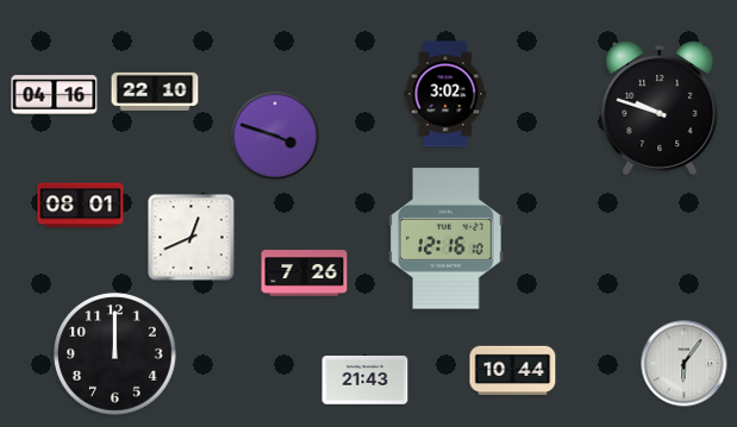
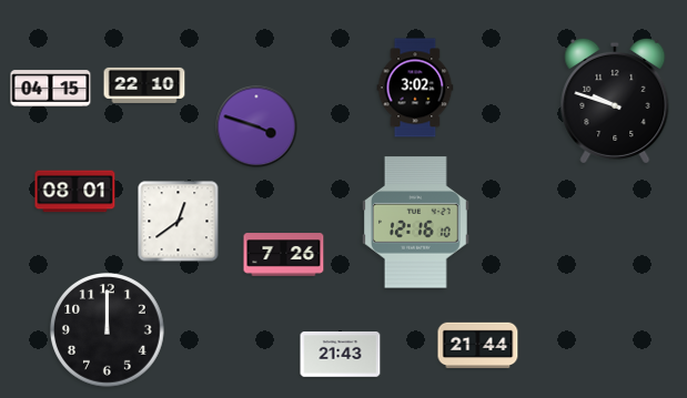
clock at (55, 95): 04:16 -> 04:15
clock at (192, 238): 12:41 -> 12:39
clock at (685, 364): 6:06 -> none
clock at (513, 371): 10:44 -> 21:44
